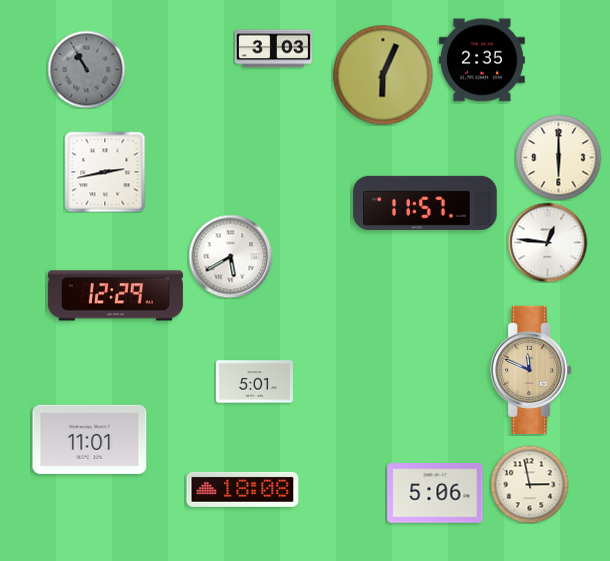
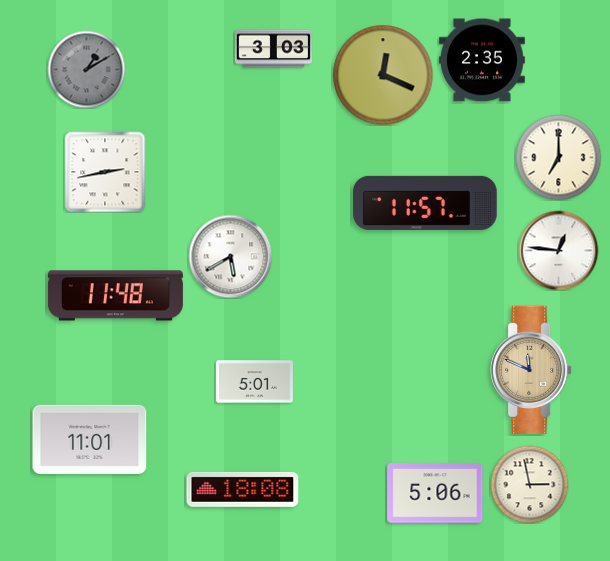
clock at (86, 69): 10:55 -> 1:10
clock at (383, 75): 6:04 -> 12:19
clock at (558, 157): 6:00 -> 7:00
clock at (547, 242) position: (547, 242) -> (558, 250)
clock at (115, 296): 12:29 -> 11:48
